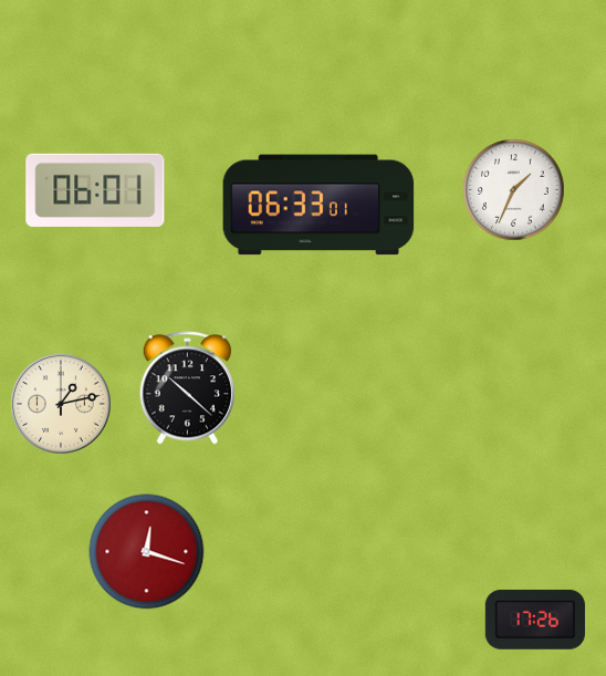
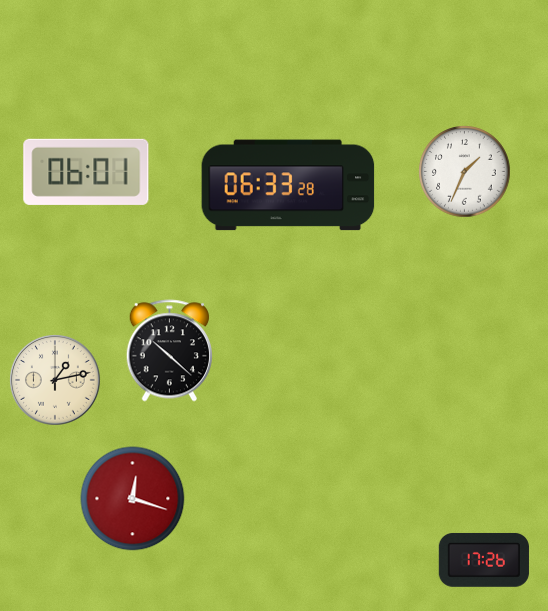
clock at (318, 205): 06:33:01 -> 06:33:28
clock at (62, 405) position: (62, 405) -> (56, 381)
